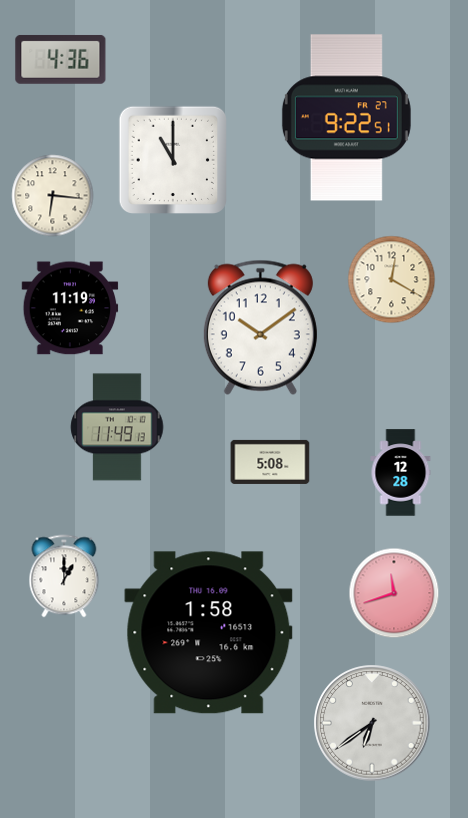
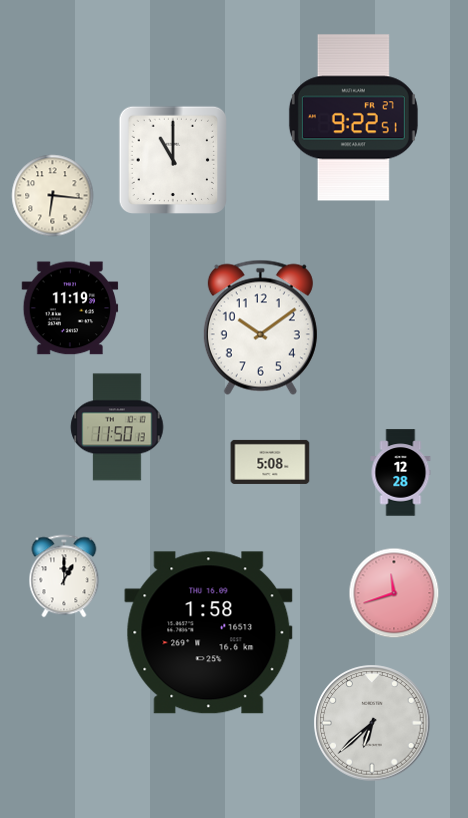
clock at (61, 59): 4:36 -> none
clock at (346, 118) position: (346, 118) -> (353, 118)
clock at (392, 280): 12:20 -> none
clock at (117, 427): 11:49 -> 11:50
clock at (372, 723): 6:39 -> 6:38
